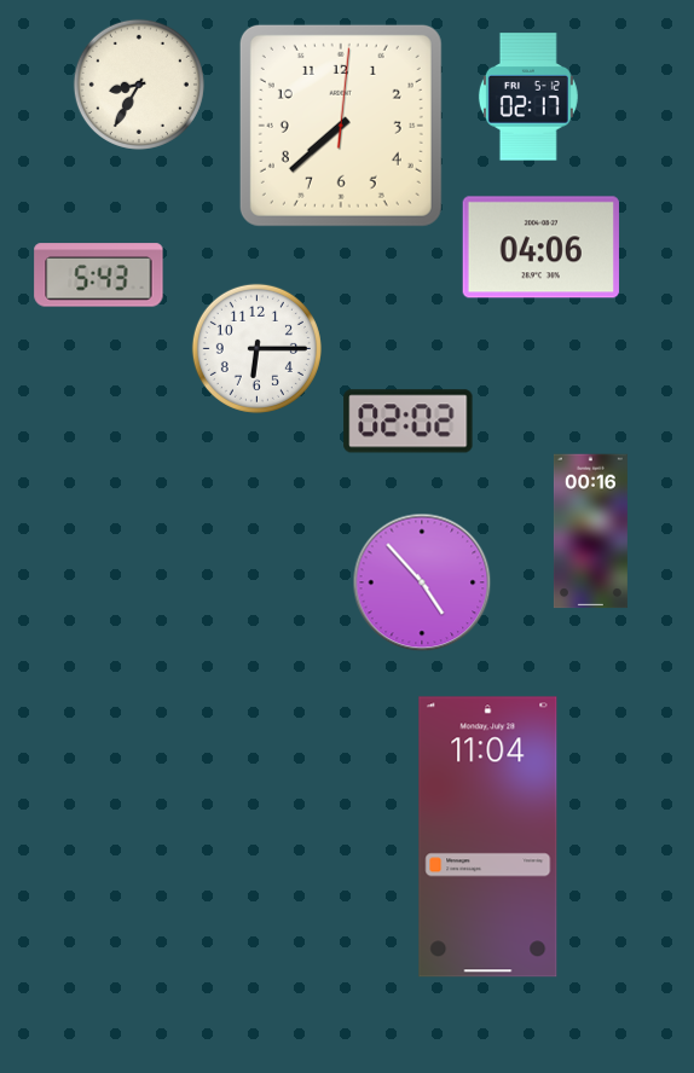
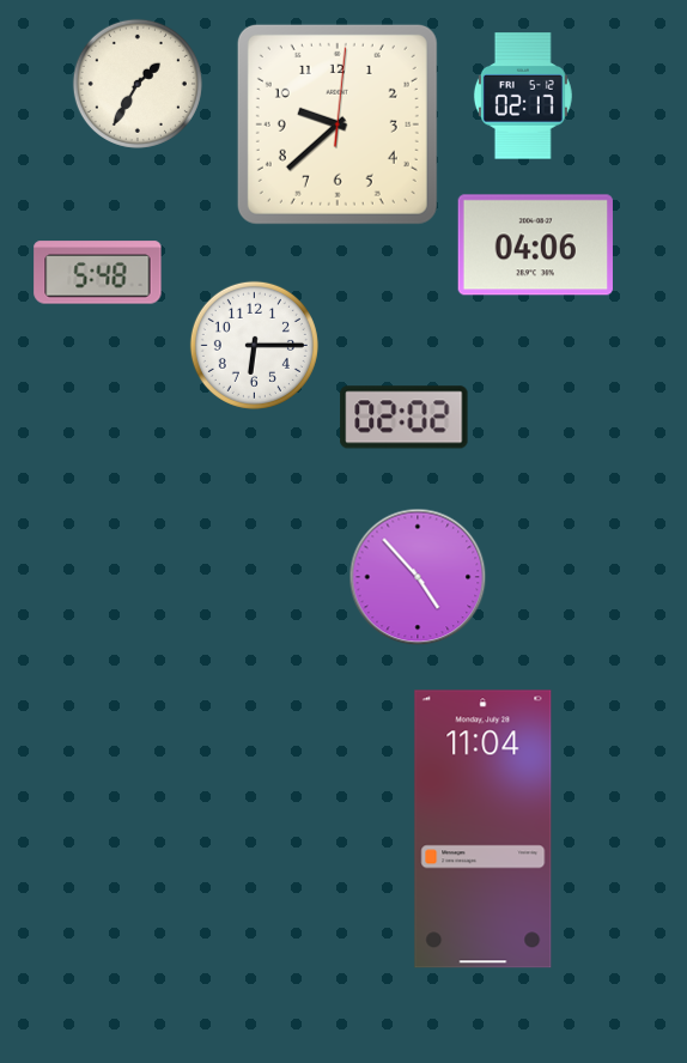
clock at (139, 85): 8:35 -> 1:35
clock at (341, 126): 7:38 -> 9:38
clock at (99, 275): 5:43 -> 5:48
clock at (590, 532): 00:16 -> none
